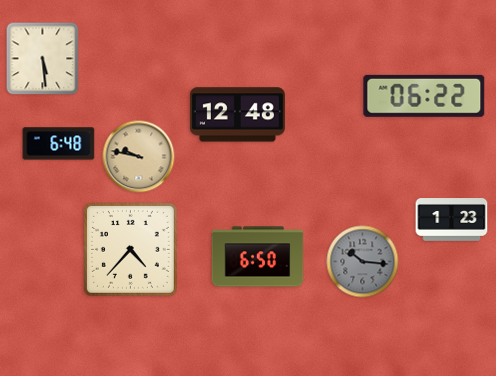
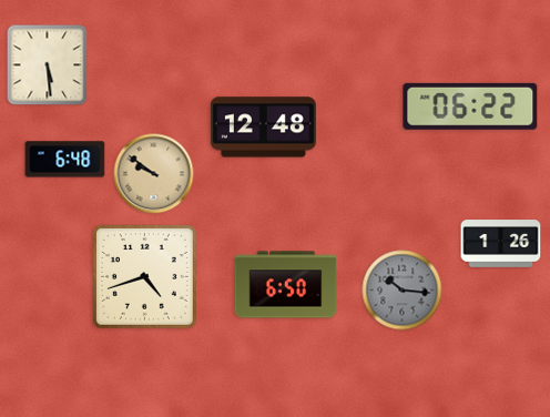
clock at (139, 157): 9:47 -> 9:51
clock at (452, 220): 1:23 -> 1:26
clock at (130, 249): 4:37 -> 4:42
